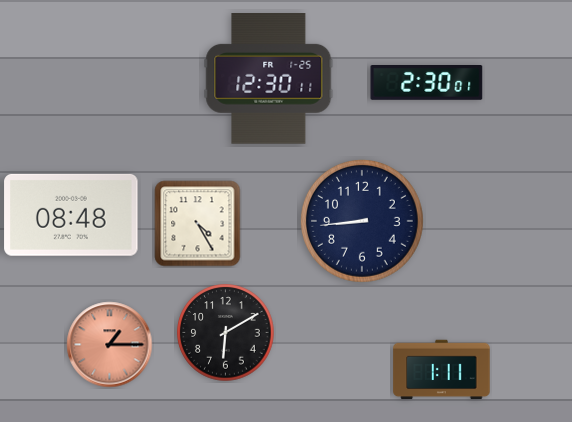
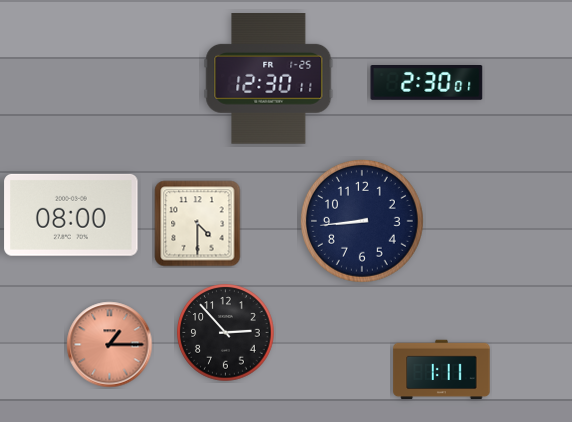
clock at (71, 215): 08:48 -> 08:00
clock at (198, 224): 4:25 -> 4:30
clock at (226, 333): 6:10 -> 2:53
